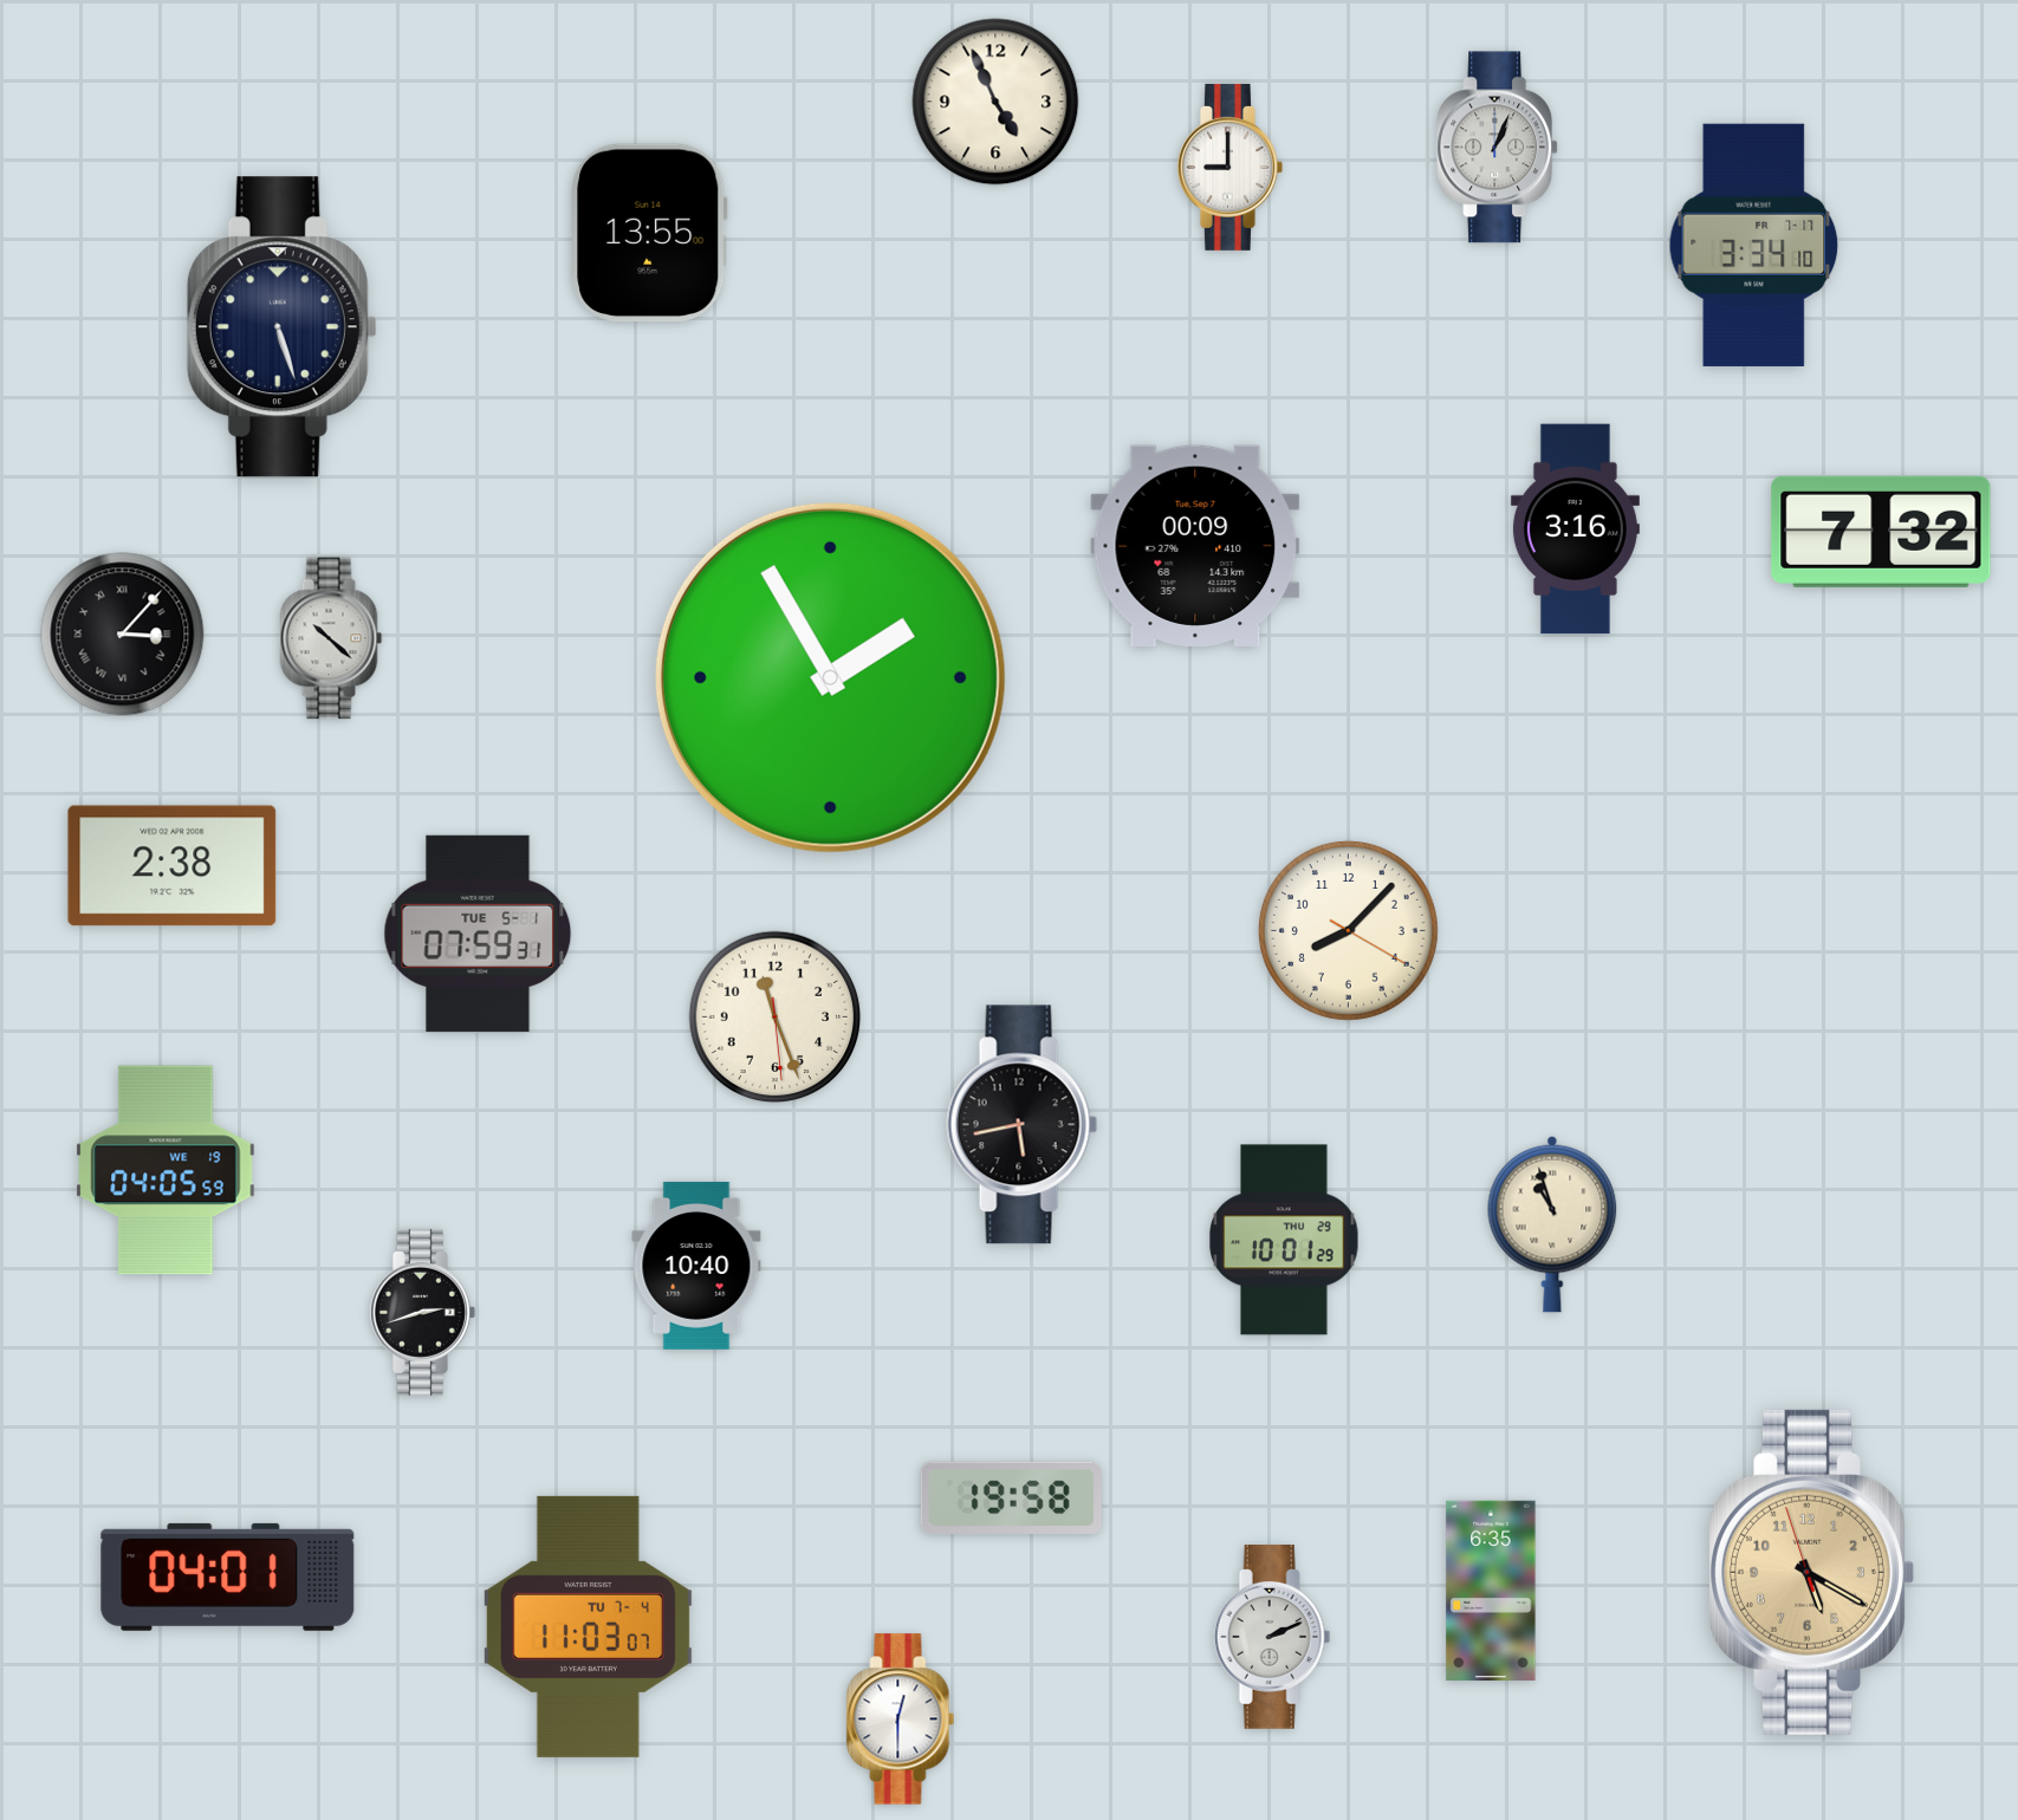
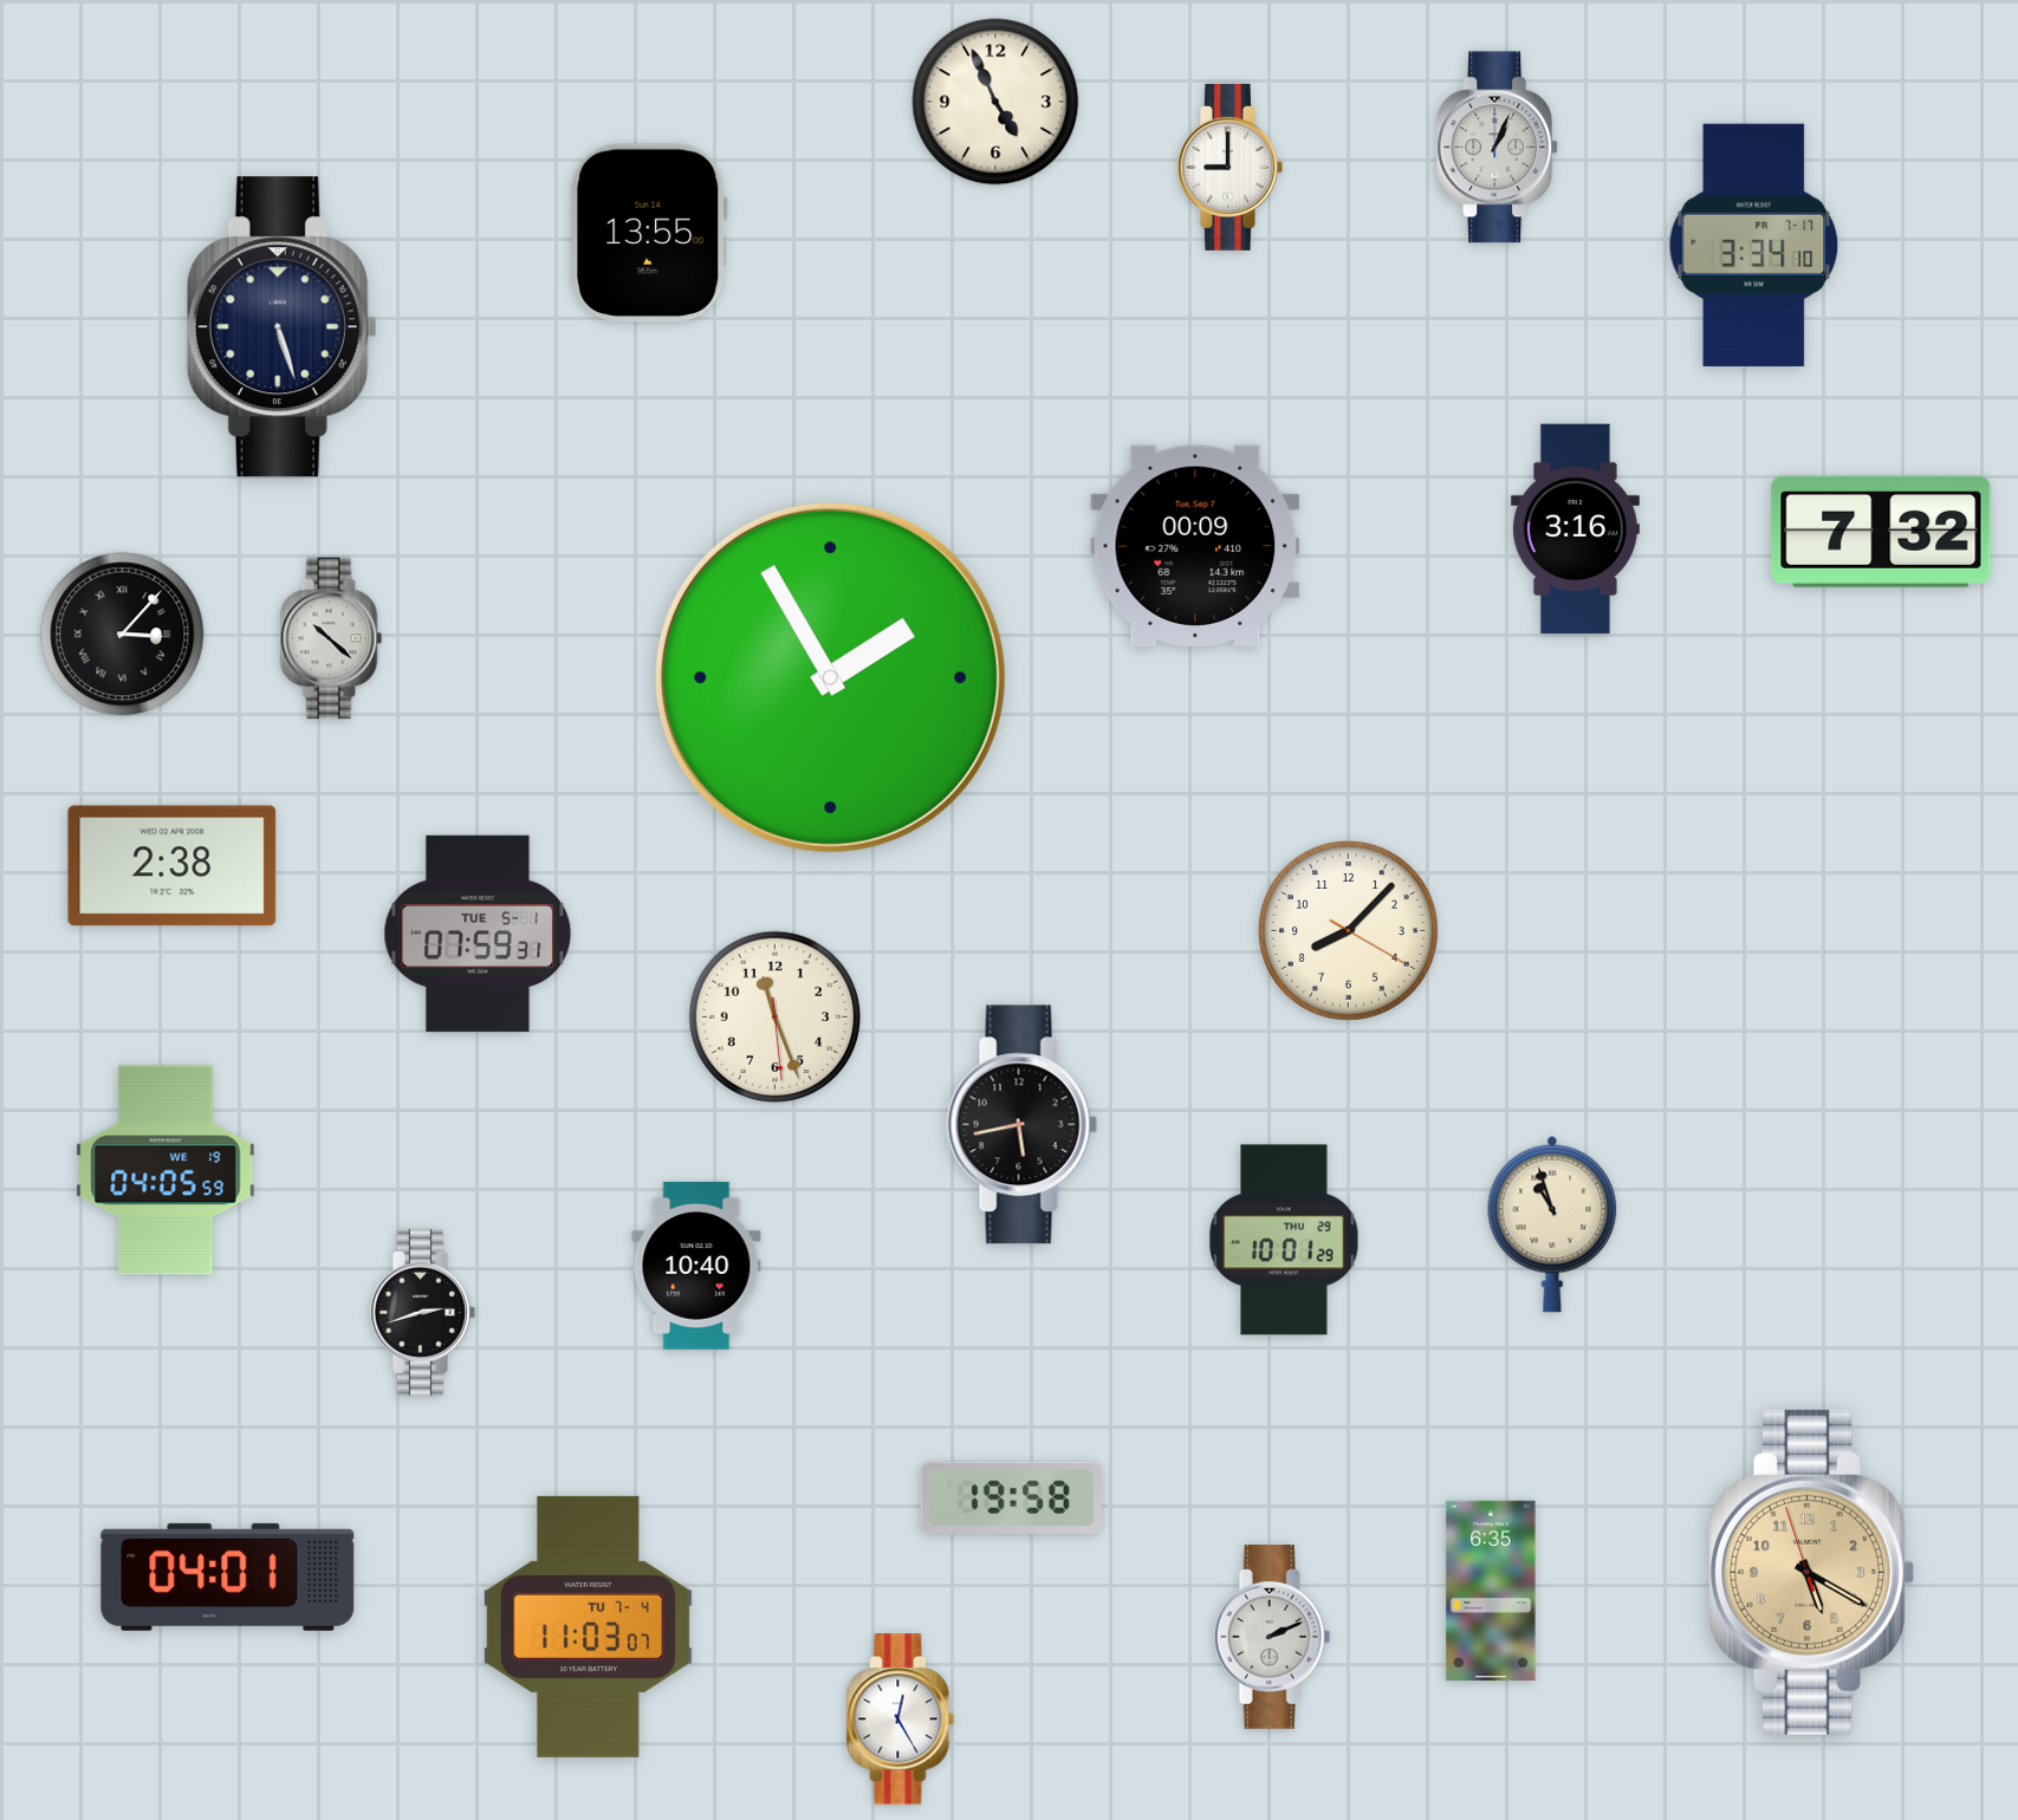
clock at (901, 1720): 12:30 -> 12:25
